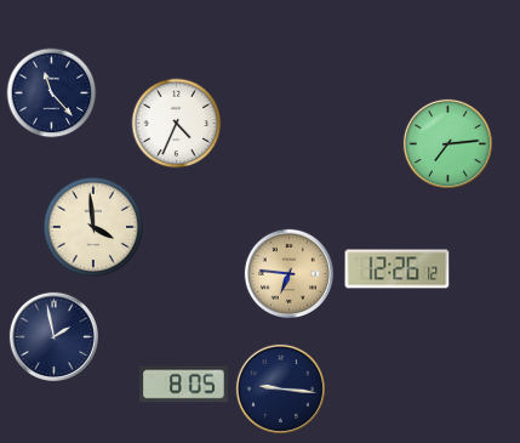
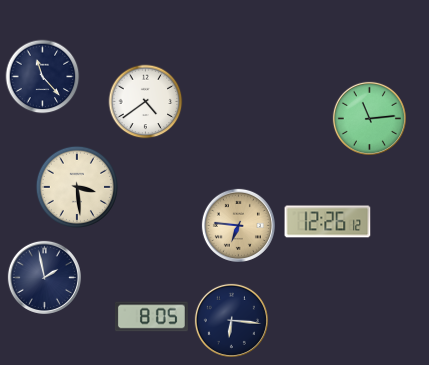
clock at (177, 124): 4:34 -> 4:39
clock at (447, 143): 7:14 -> 11:14
clock at (92, 226): 3:59 -> 3:29
clock at (280, 388): 9:16 -> 6:16
